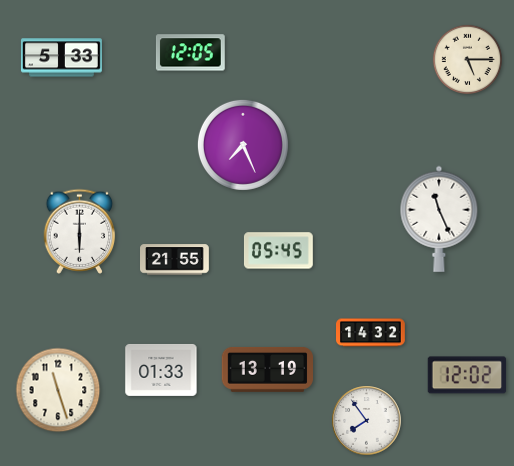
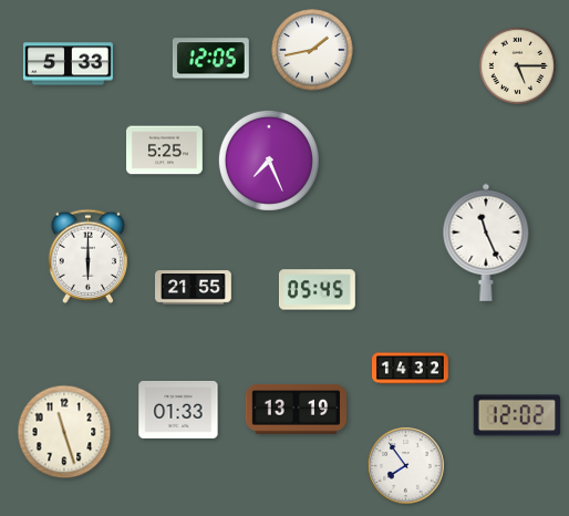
clock at (312, 50): none -> 1:43
clock at (165, 151): none -> 5:25
clock at (278, 251) position: (278, 251) -> (317, 290)
